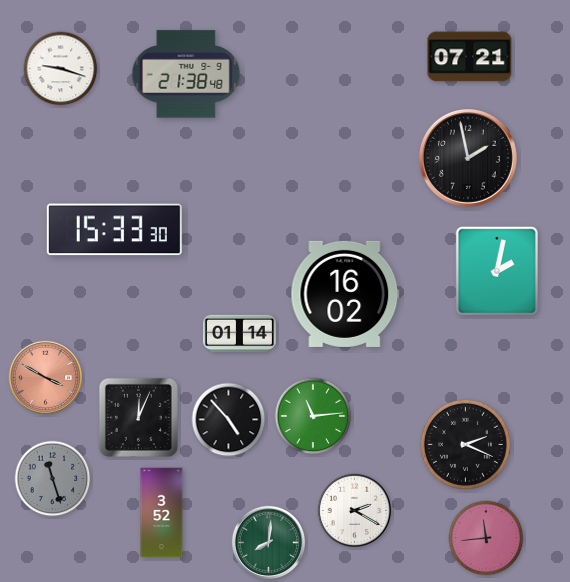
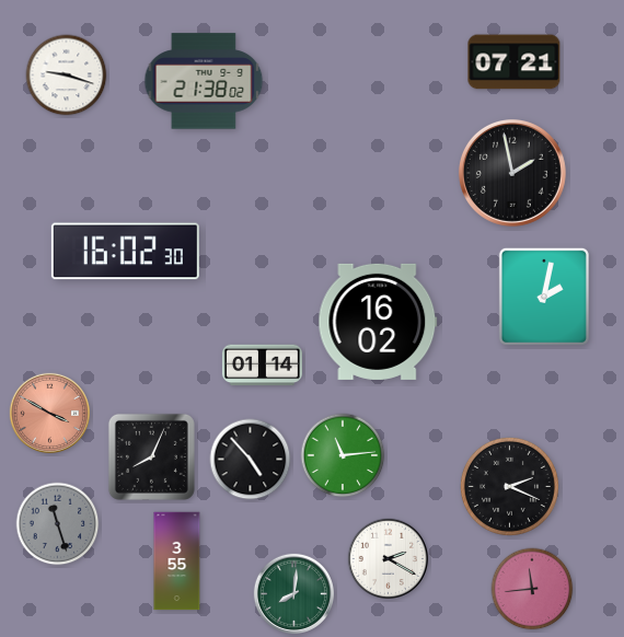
clock at (186, 74): 21:38:48 -> 21:38:02
clock at (114, 230): 15:33 -> 16:02
clock at (138, 417): 12:04 -> 8:04
clock at (162, 513): 3:52 -> 3:55
